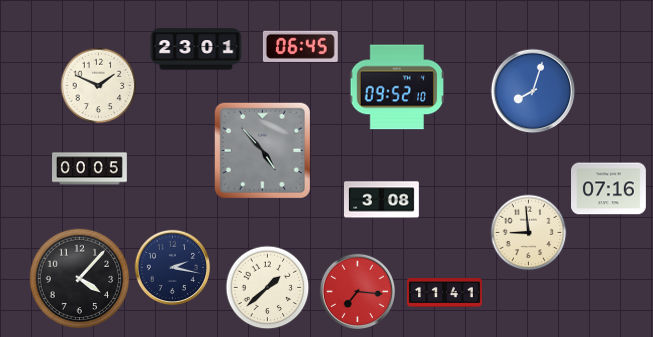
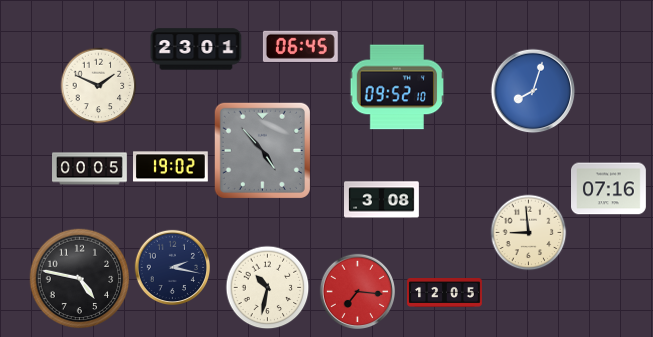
clock at (171, 167): none -> 19:02
clock at (80, 279): 4:07 -> 4:47
clock at (268, 288): 1:38 -> 10:32
clock at (445, 293): 11:41 -> 12:05
